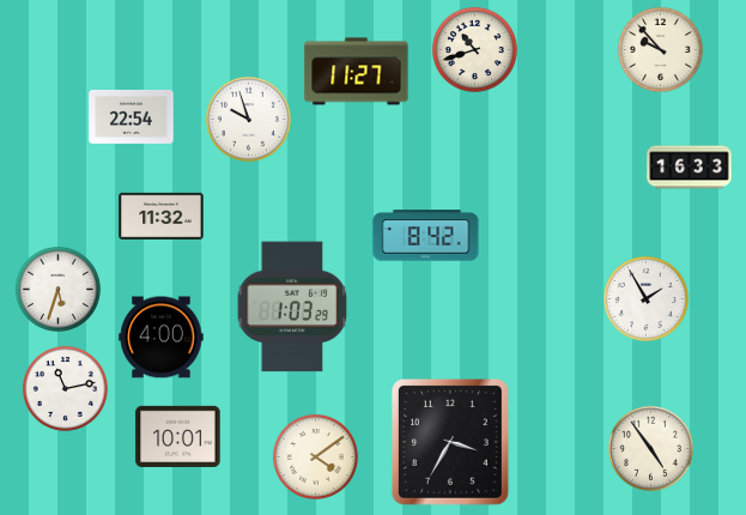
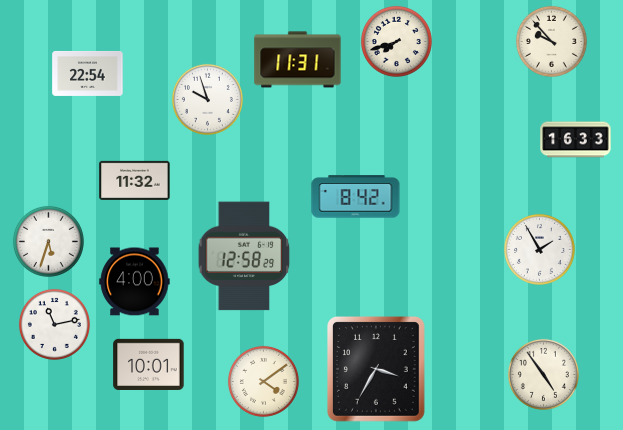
clock at (474, 49): 10:42 -> 7:42
clock at (357, 72): 11:27 -> 11:31
clock at (132, 116) position: (132, 116) -> (88, 73)
clock at (292, 307): 1:03 -> 12:58
